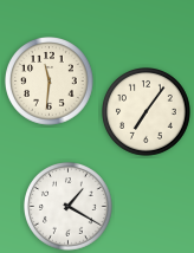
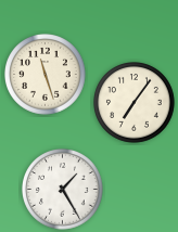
clock at (50, 82): 11:31 -> 11:27
clock at (69, 207): 1:20 -> 1:25
